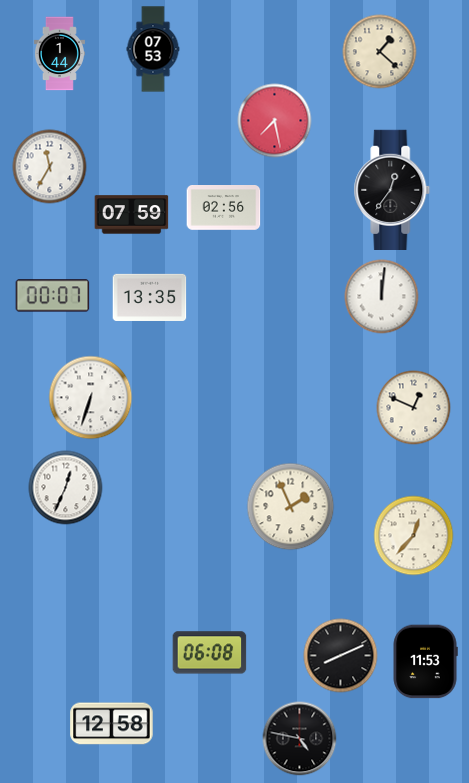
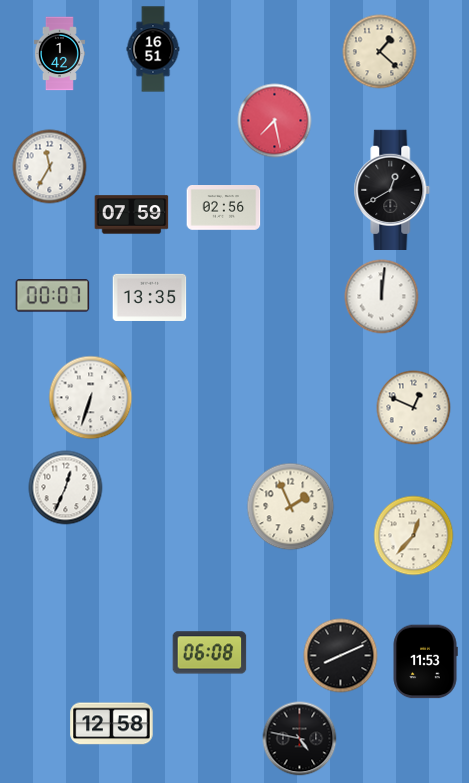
clock at (153, 49): 07:53 -> 16:51
clock at (59, 54): 1:44 -> 1:42
clock at (392, 189): 12:36 -> 12:40
